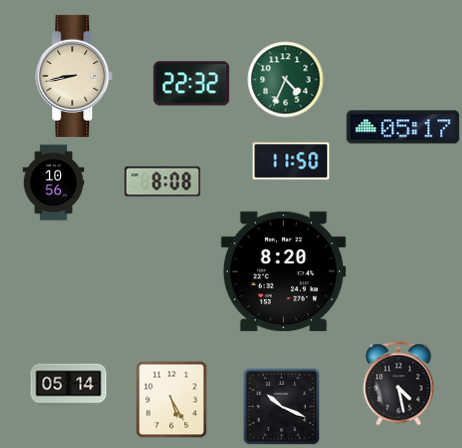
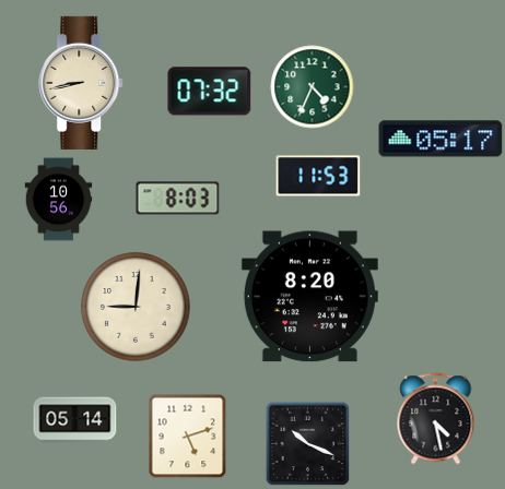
clock at (192, 84): 22:32 -> 07:32
clock at (291, 161): 11:50 -> 11:53
clock at (163, 182): 8:08 -> 8:03
clock at (136, 307): none -> 9:01
clock at (172, 399): 5:25 -> 5:12
